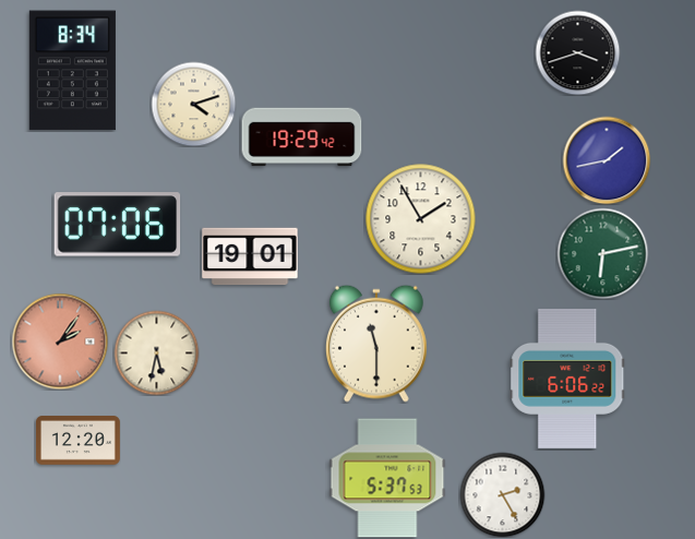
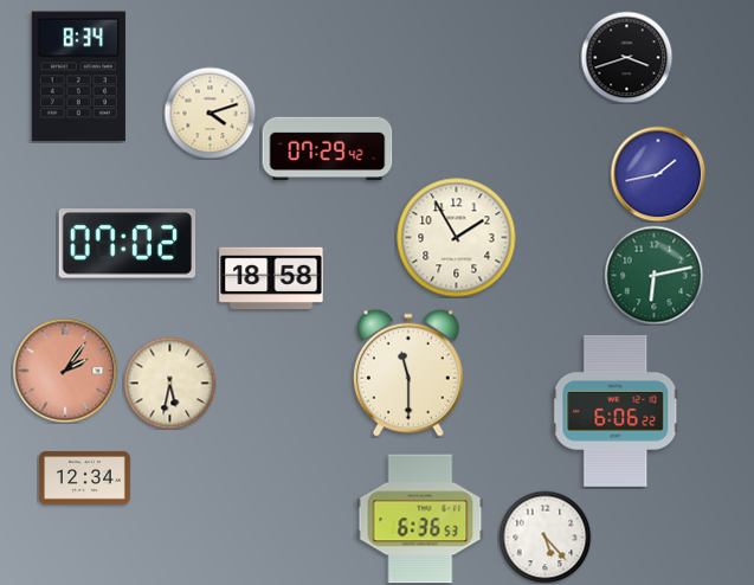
clock at (302, 137): 19:29 -> 07:29
clock at (118, 225): 07:06 -> 07:02
clock at (250, 256): 19:01 -> 18:58
clock at (77, 441): 12:20 -> 12:34
clock at (387, 478): 5:37 -> 6:36
clock at (502, 494): 2:25 -> 5:23
